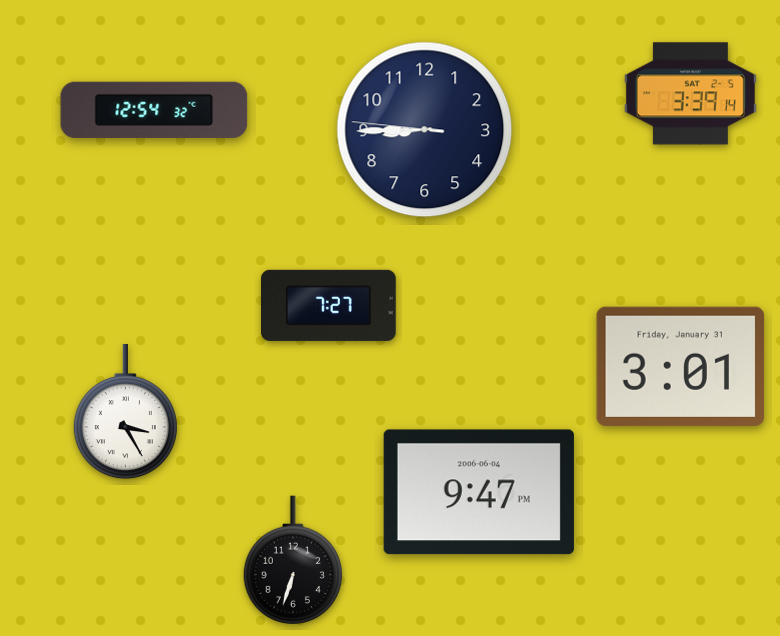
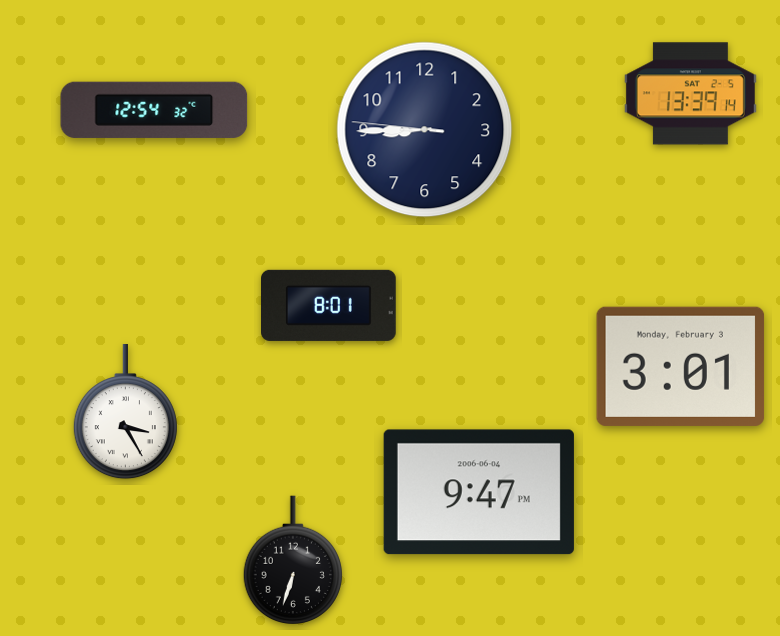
clock at (690, 94): 3:39 -> 13:39
clock at (329, 305): 7:27 -> 8:01
clock at (681, 366) date: Friday, January 31 -> Monday, February 3
